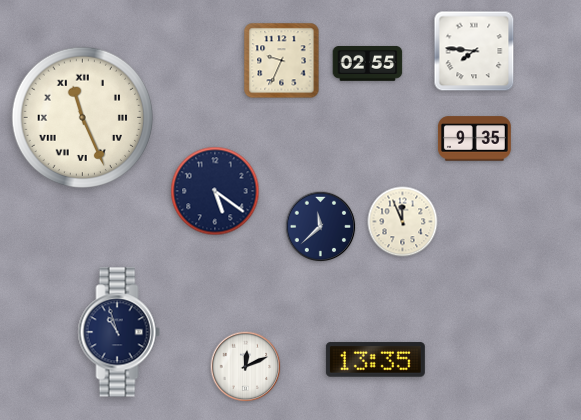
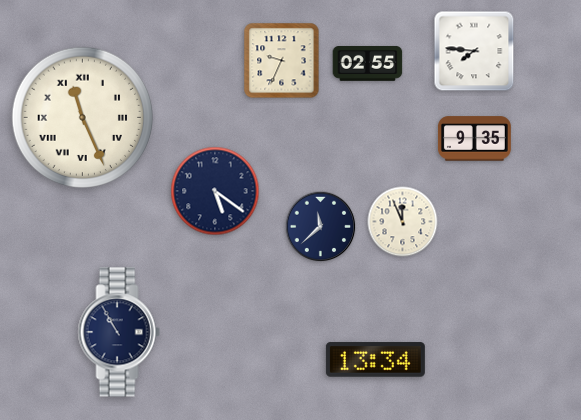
clock at (119, 332): 10:57 -> 10:55
clock at (375, 360): 13:35 -> 13:34
clock at (246, 367): 12:11 -> none
